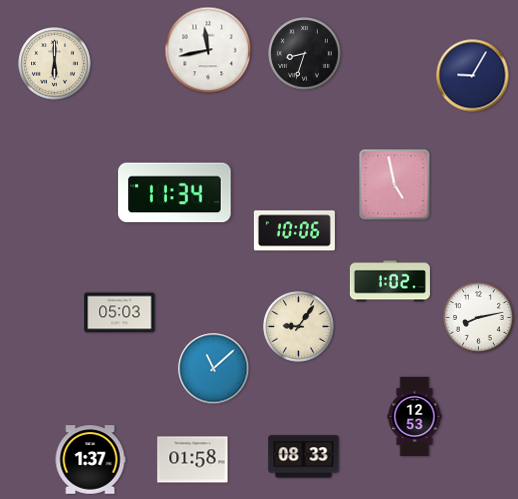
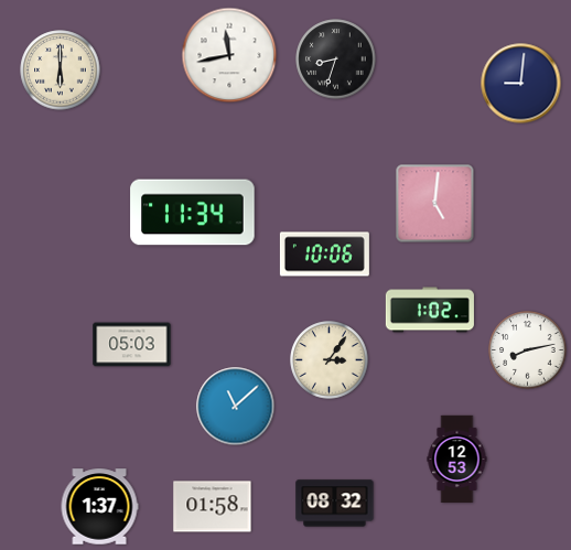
clock at (473, 76): 9:05 -> 9:01
clock at (395, 185): 4:58 -> 5:01
clock at (299, 327): 9:06 -> 3:06
clock at (304, 457): 08:33 -> 08:32
